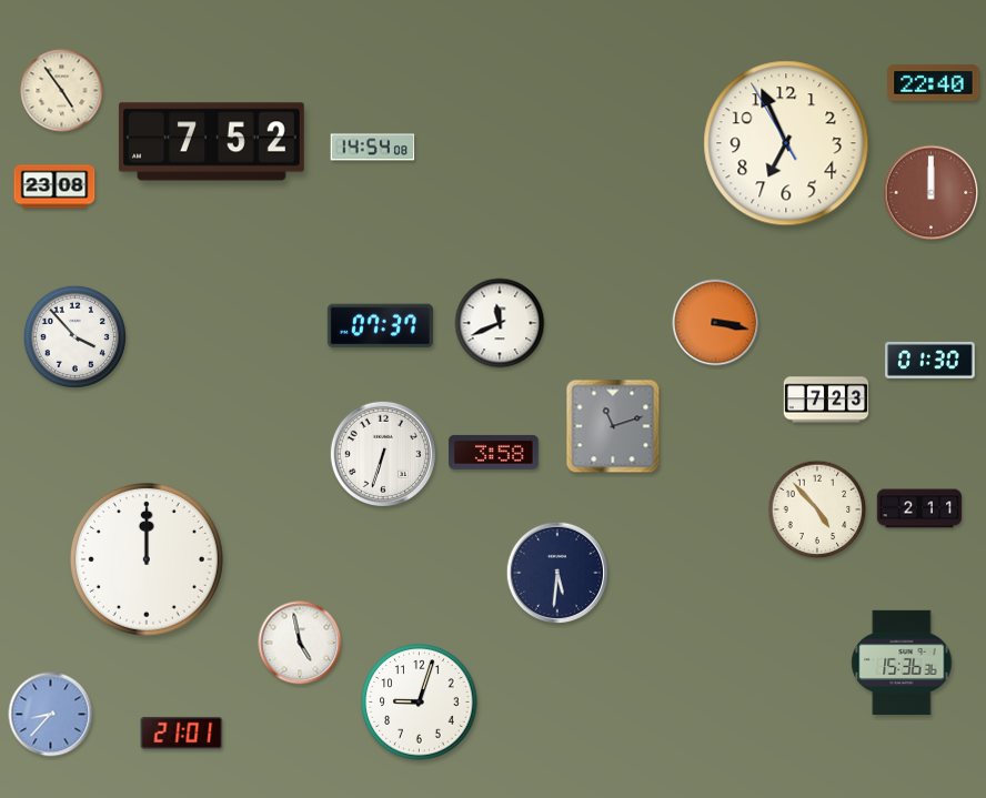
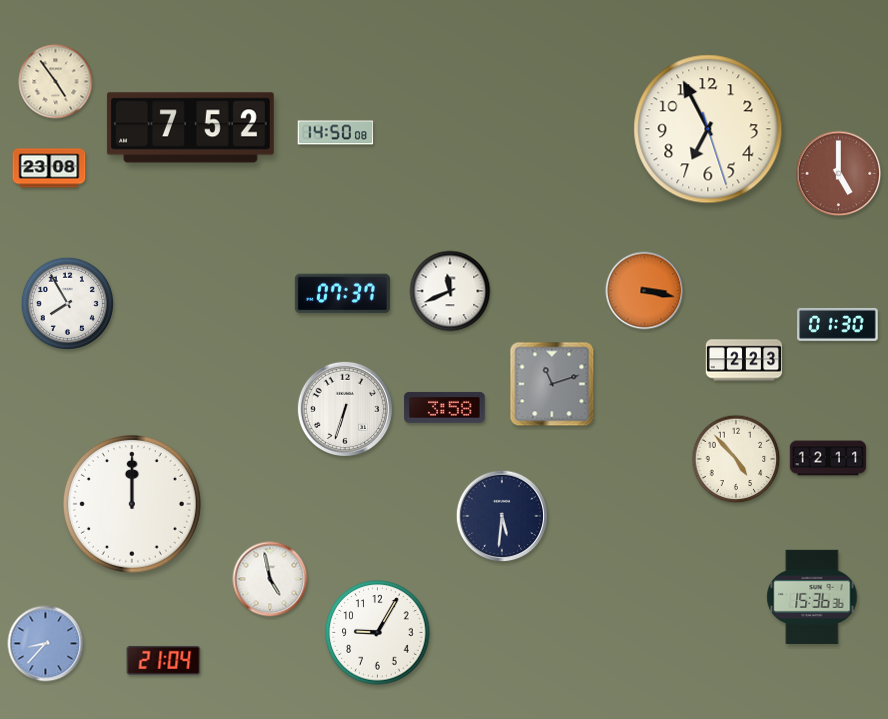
clock at (934, 83): 22:40 -> none
clock at (786, 143): 6:55:55 -> 6:55:27
clock at (373, 148): 14:54 -> 14:50
clock at (932, 193): 12:00 -> 5:00
clock at (74, 336): 3:53 -> 7:55
clock at (826, 400): 7:23 -> 2:23
clock at (919, 508): 2:11 -> 12:11
clock at (420, 703): 9:03 -> 9:05
clock at (182, 733): 21:01 -> 21:04
